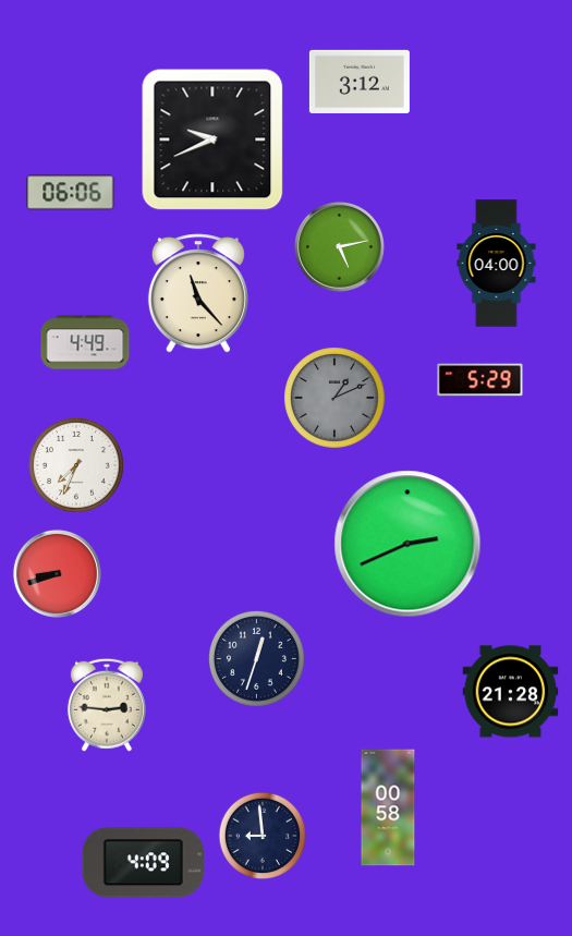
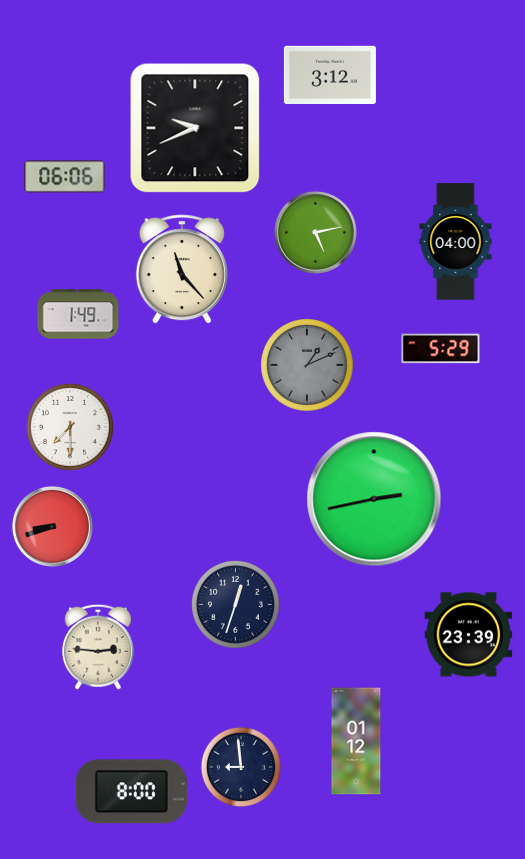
clock at (339, 246) position: (339, 246) -> (315, 232)
clock at (85, 342): 4:49 -> 1:49
clock at (76, 465): 7:34 -> 7:30
clock at (407, 544): 2:41 -> 2:43
clock at (511, 692): 21:28 -> 23:39
clock at (388, 807): 00:58 -> 01:12
clock at (143, 863): 4:09 -> 8:00
